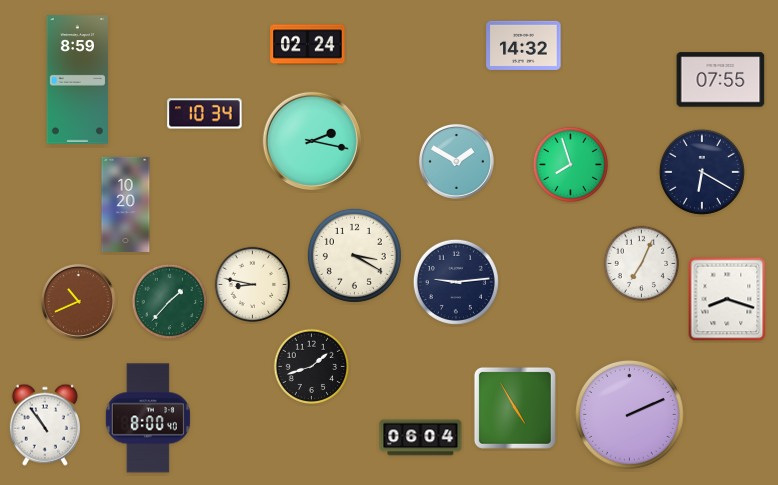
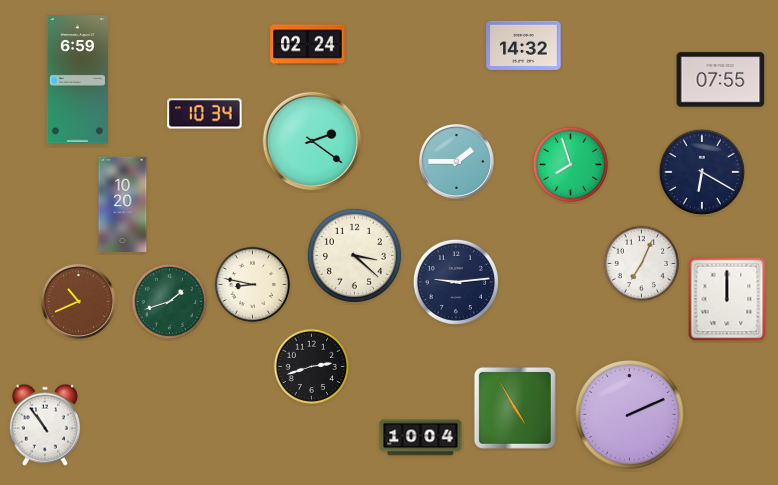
clock at (77, 80): 8:59 -> 6:59
clock at (312, 141): 2:17 -> 2:21
clock at (456, 161): 1:50 -> 1:45
clock at (126, 204) position: (126, 204) -> (123, 204)
clock at (354, 255): 3:20 -> 3:22
clock at (727, 299): 8:18 -> 12:00
clock at (170, 302): 1:37 -> 1:42
clock at (312, 367): 1:42 -> 2:42
clock at (148, 418): 8:00 -> none
clock at (421, 438): 06:04 -> 10:04
